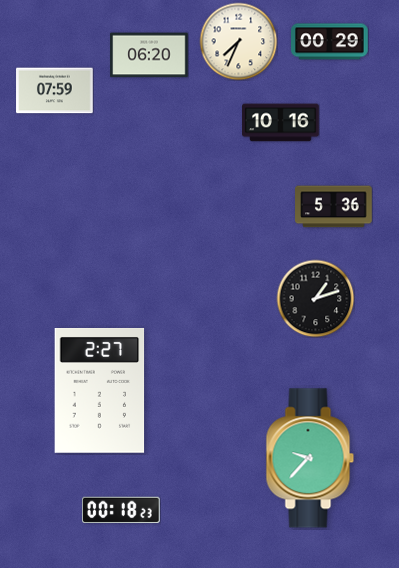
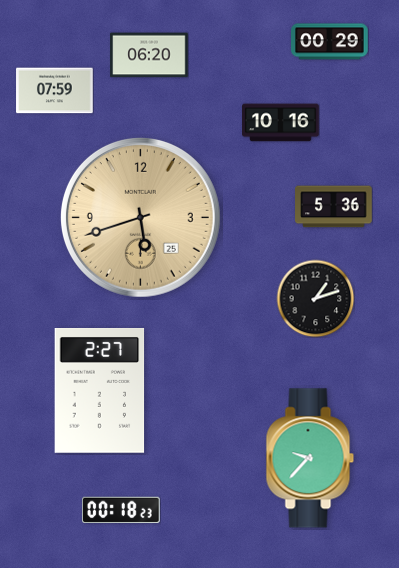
clock at (238, 41): 7:34 -> none
clock at (140, 217): none -> 5:42
